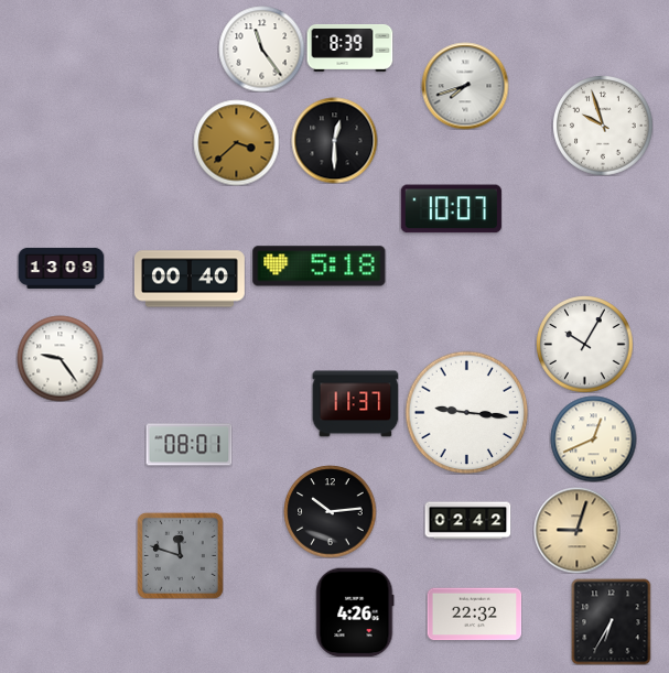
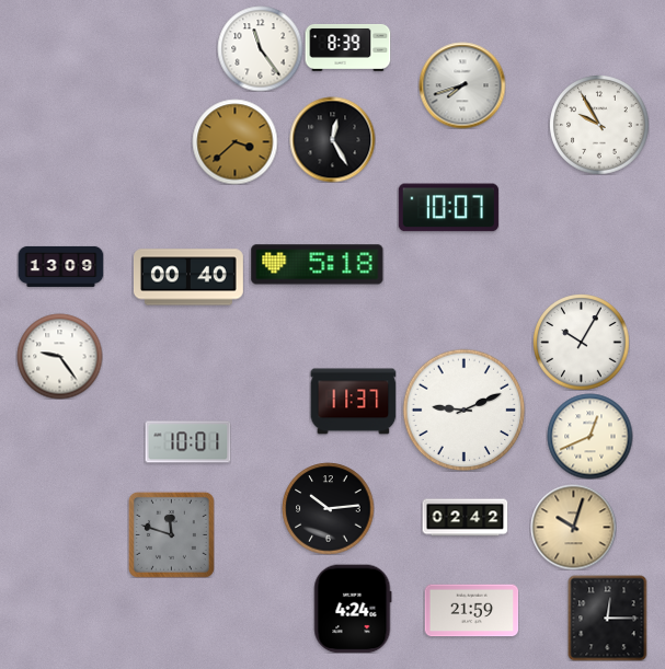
clock at (603, 126): 9:57 -> 9:55
clock at (334, 140): 12:30 -> 12:25
clock at (466, 412): 9:16 -> 9:11
clock at (188, 445): 08:01 -> 10:01
clock at (576, 530): 9:03 -> 10:03
clock at (180, 555) position: (180, 555) -> (171, 534)
clock at (355, 612): 4:26 -> 4:24
clock at (474, 615): 22:32 -> 21:59
clock at (612, 621): 6:35 -> 12:15
